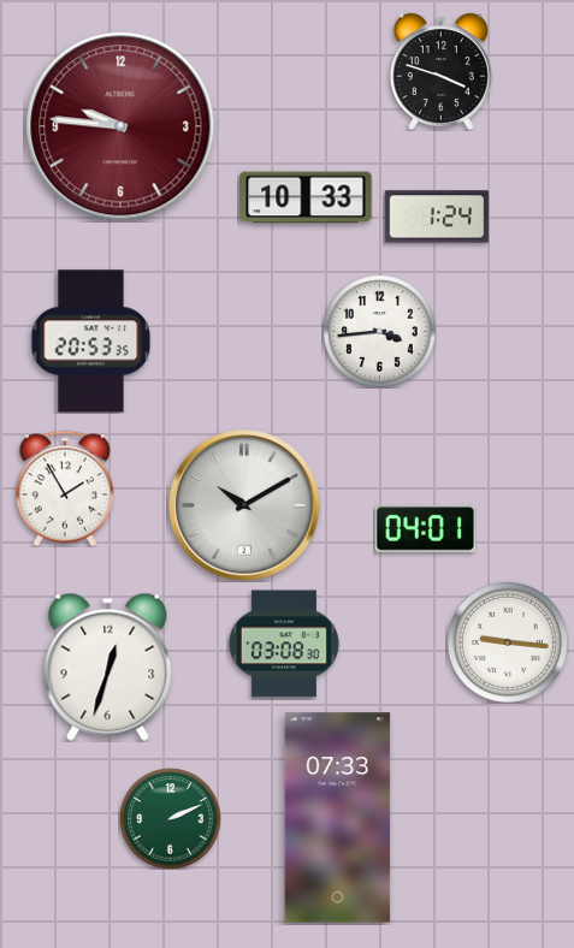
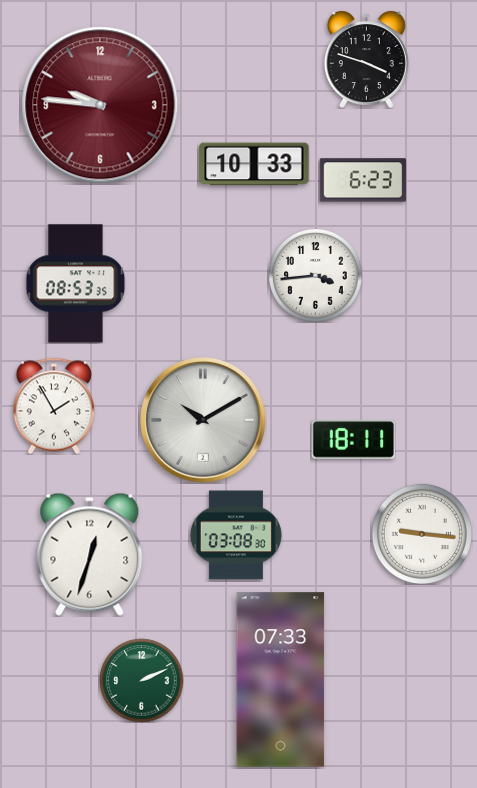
clock at (437, 217): 1:24 -> 6:23
clock at (91, 342): 20:53 -> 08:53
clock at (425, 529): 04:01 -> 18:11
